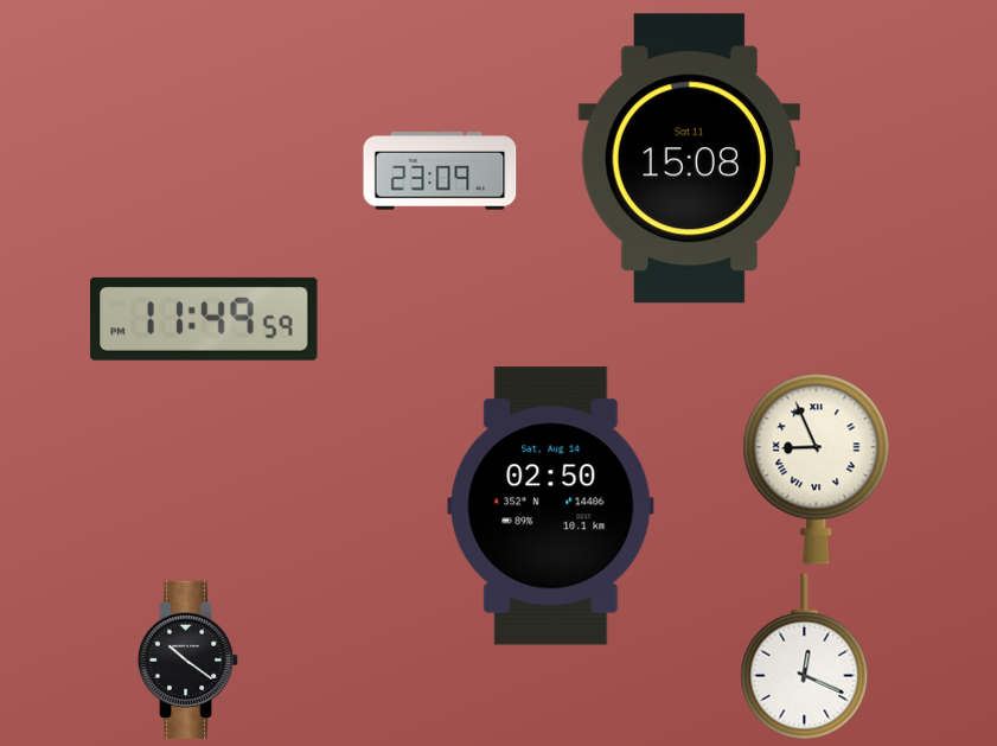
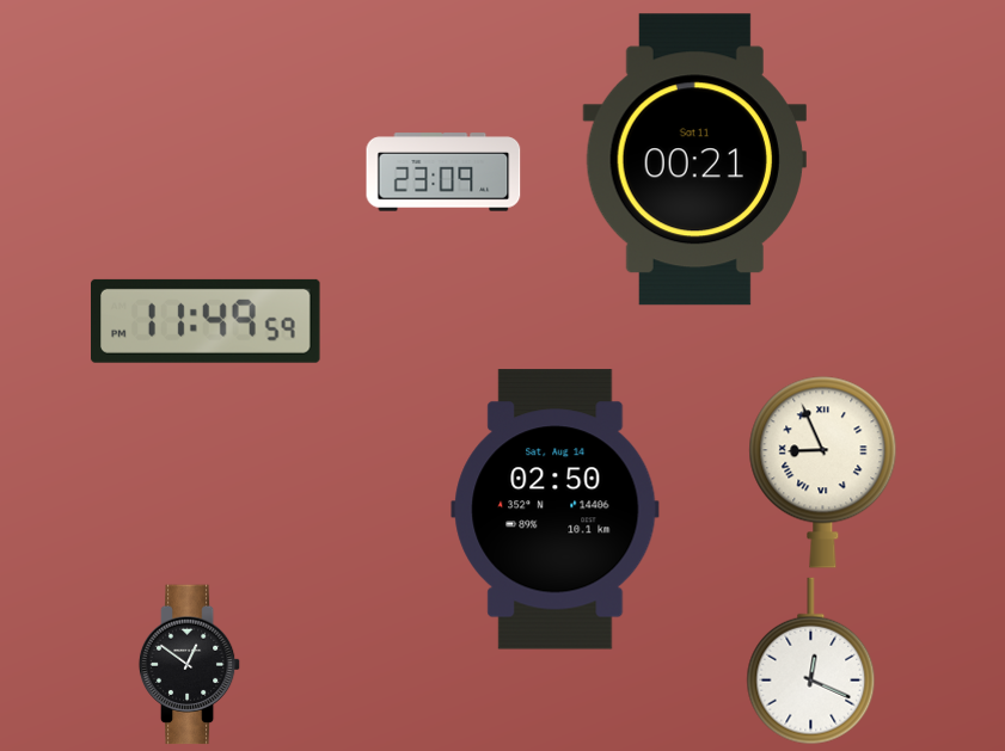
clock at (689, 159): 15:08 -> 00:21
clock at (188, 661): 10:21 -> 12:51
